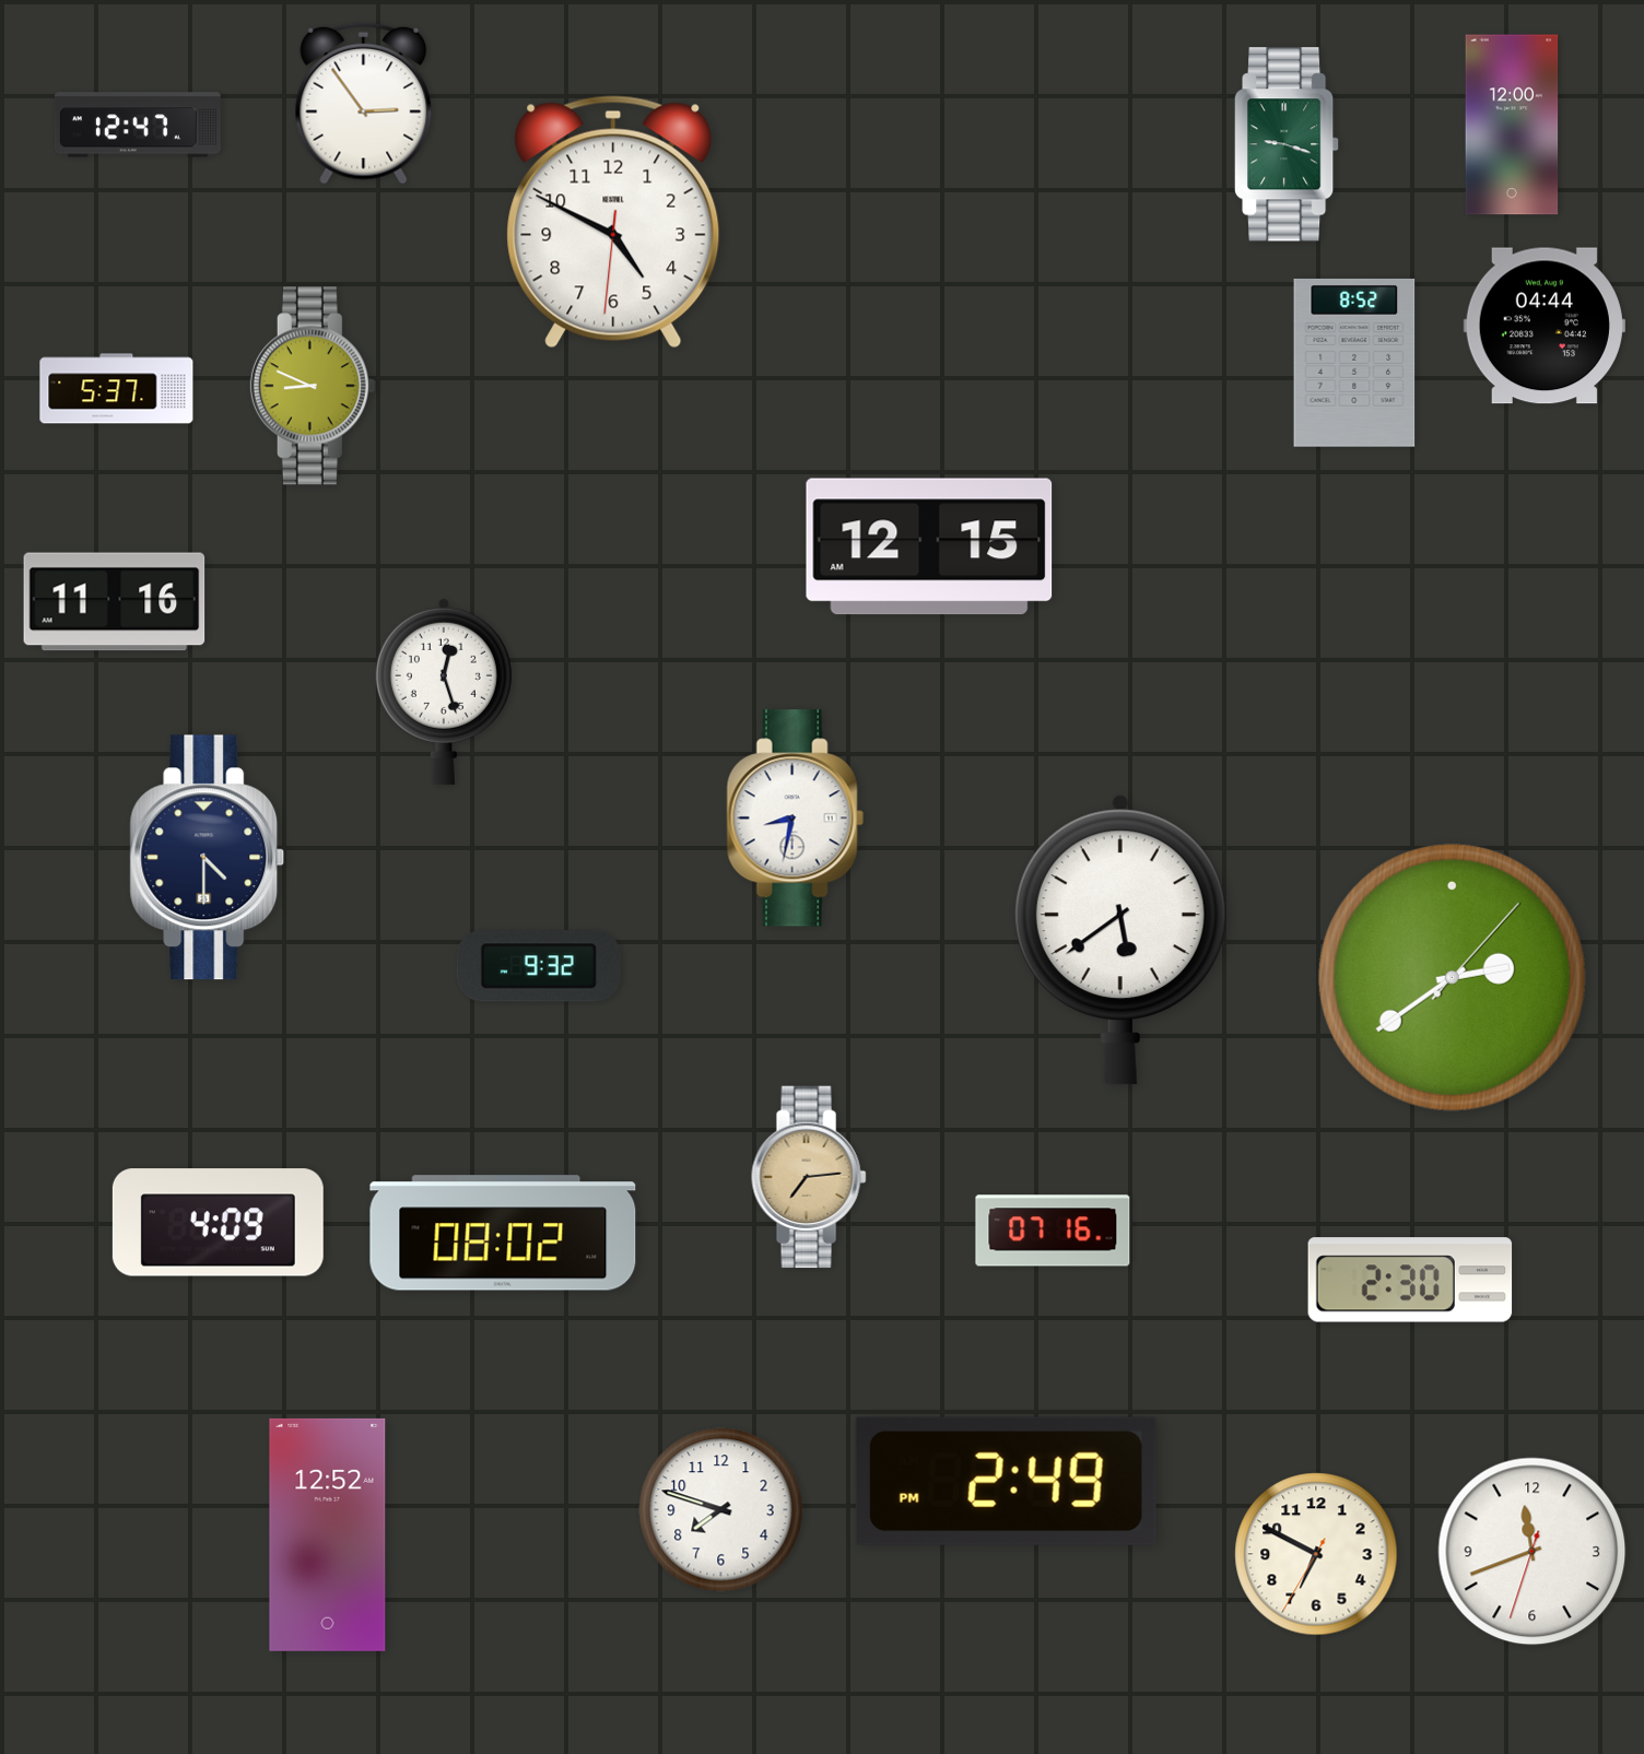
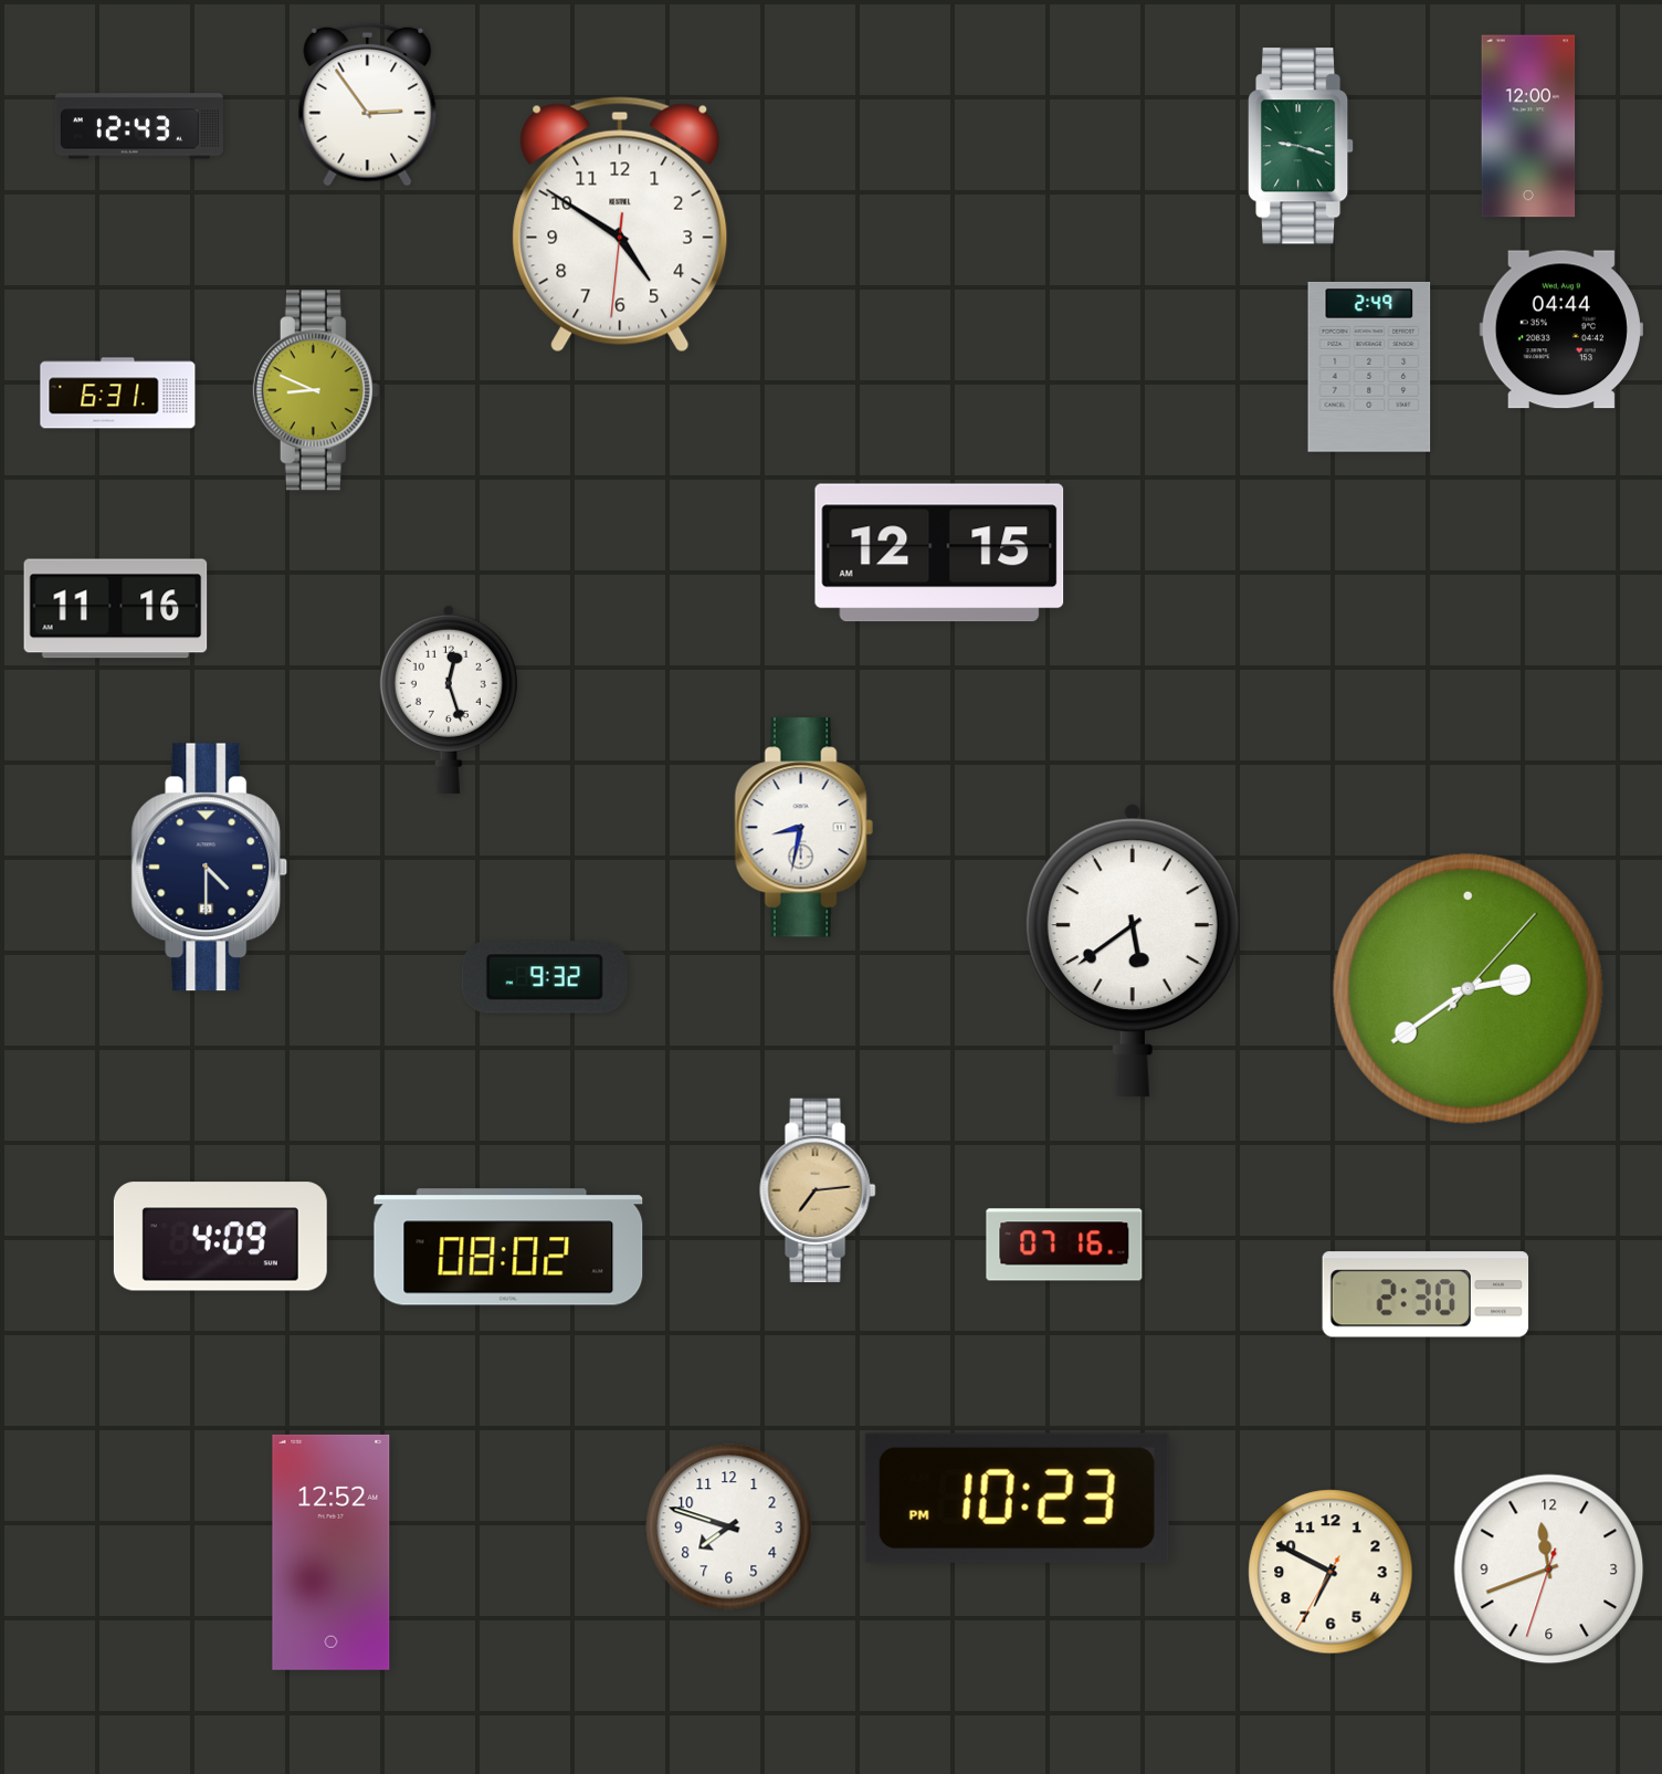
clock at (138, 125): 12:47 -> 12:43
clock at (613, 222): 4:49 -> 4:50
clock at (1354, 363): 8:52 -> 2:49
clock at (117, 389): 5:37 -> 6:31
clock at (1006, 1481): 2:49 -> 10:23
